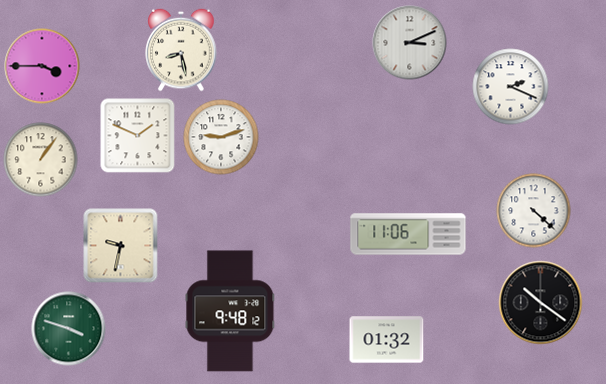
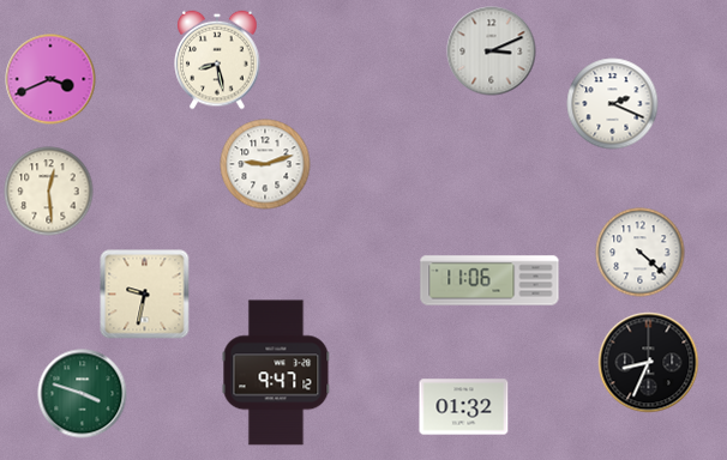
clock at (42, 66): 3:45 -> 3:41
clock at (138, 136): 1:49 -> none
clock at (41, 160): 1:06 -> 12:29
clock at (541, 303): 10:21 -> 8:34
clock at (230, 311): 9:48 -> 9:47
